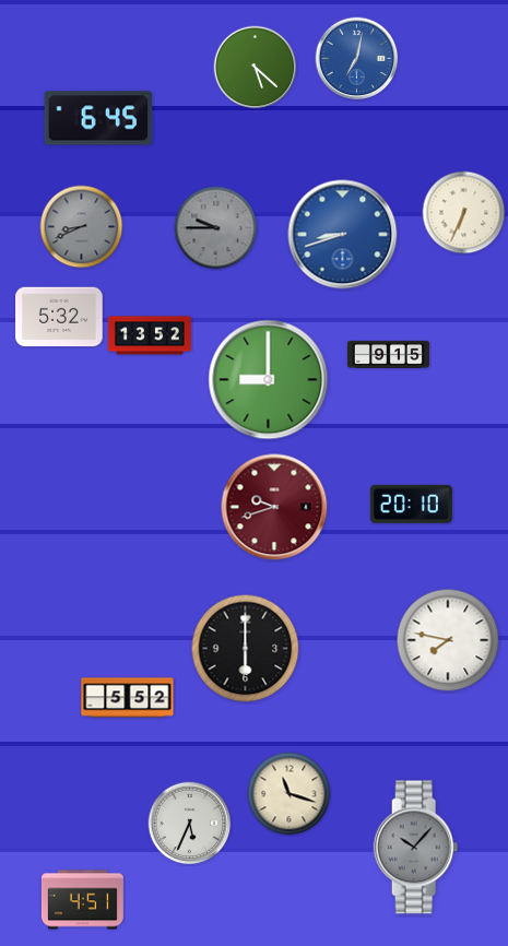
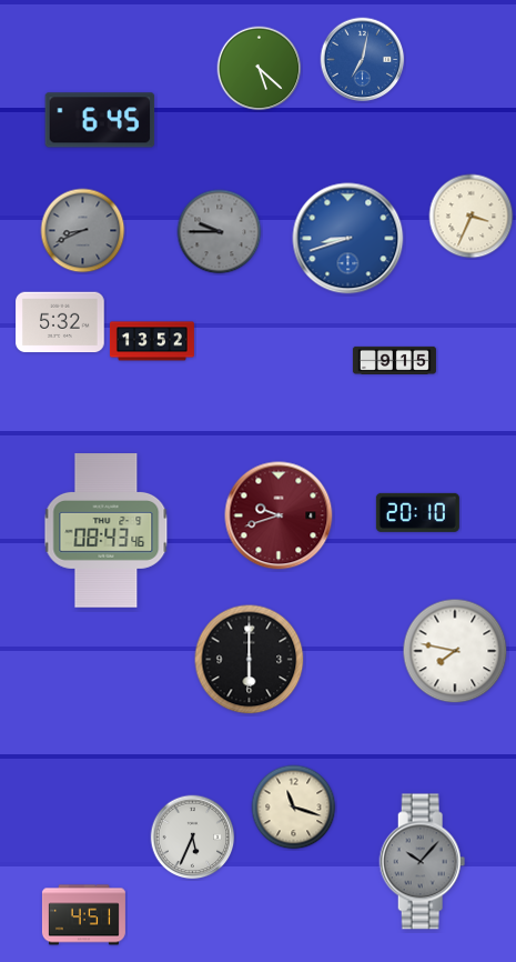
clock at (464, 213): 6:34 -> 3:34
clock at (269, 380): 9:00 -> none
clock at (107, 531): none -> 08:43
clock at (128, 698): 5:52 -> none
